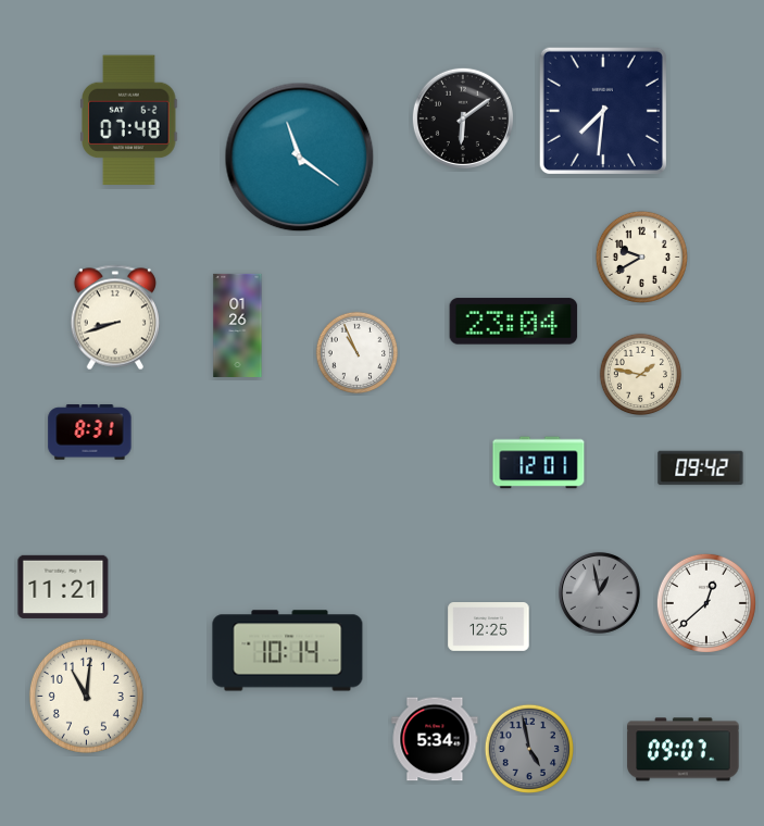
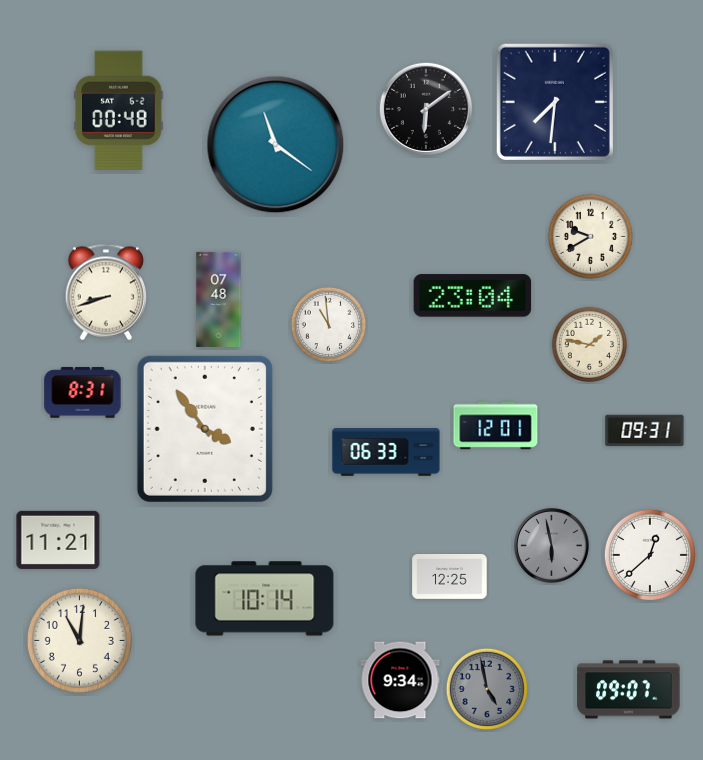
clock at (129, 121): 07:48 -> 00:48
clock at (238, 325): 01:26 -> 07:48
clock at (358, 353): 10:56 -> 10:59
clock at (90, 433) position: (90, 433) -> (83, 393)
clock at (205, 429): none -> 3:54
clock at (701, 468): 09:42 -> 09:31
clock at (386, 452): none -> 06:33
clock at (599, 592): 12:58 -> 5:58
clock at (435, 739): 5:34 -> 9:34
